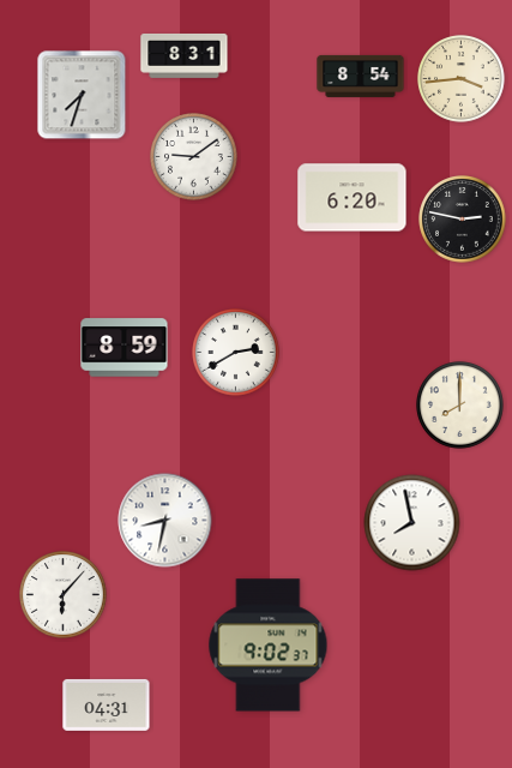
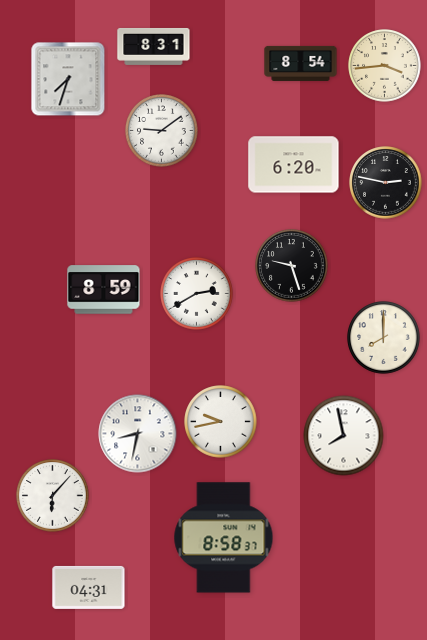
clock at (292, 266): none -> 9:27
clock at (221, 422): none -> 9:43
clock at (269, 646): 9:02 -> 8:58
